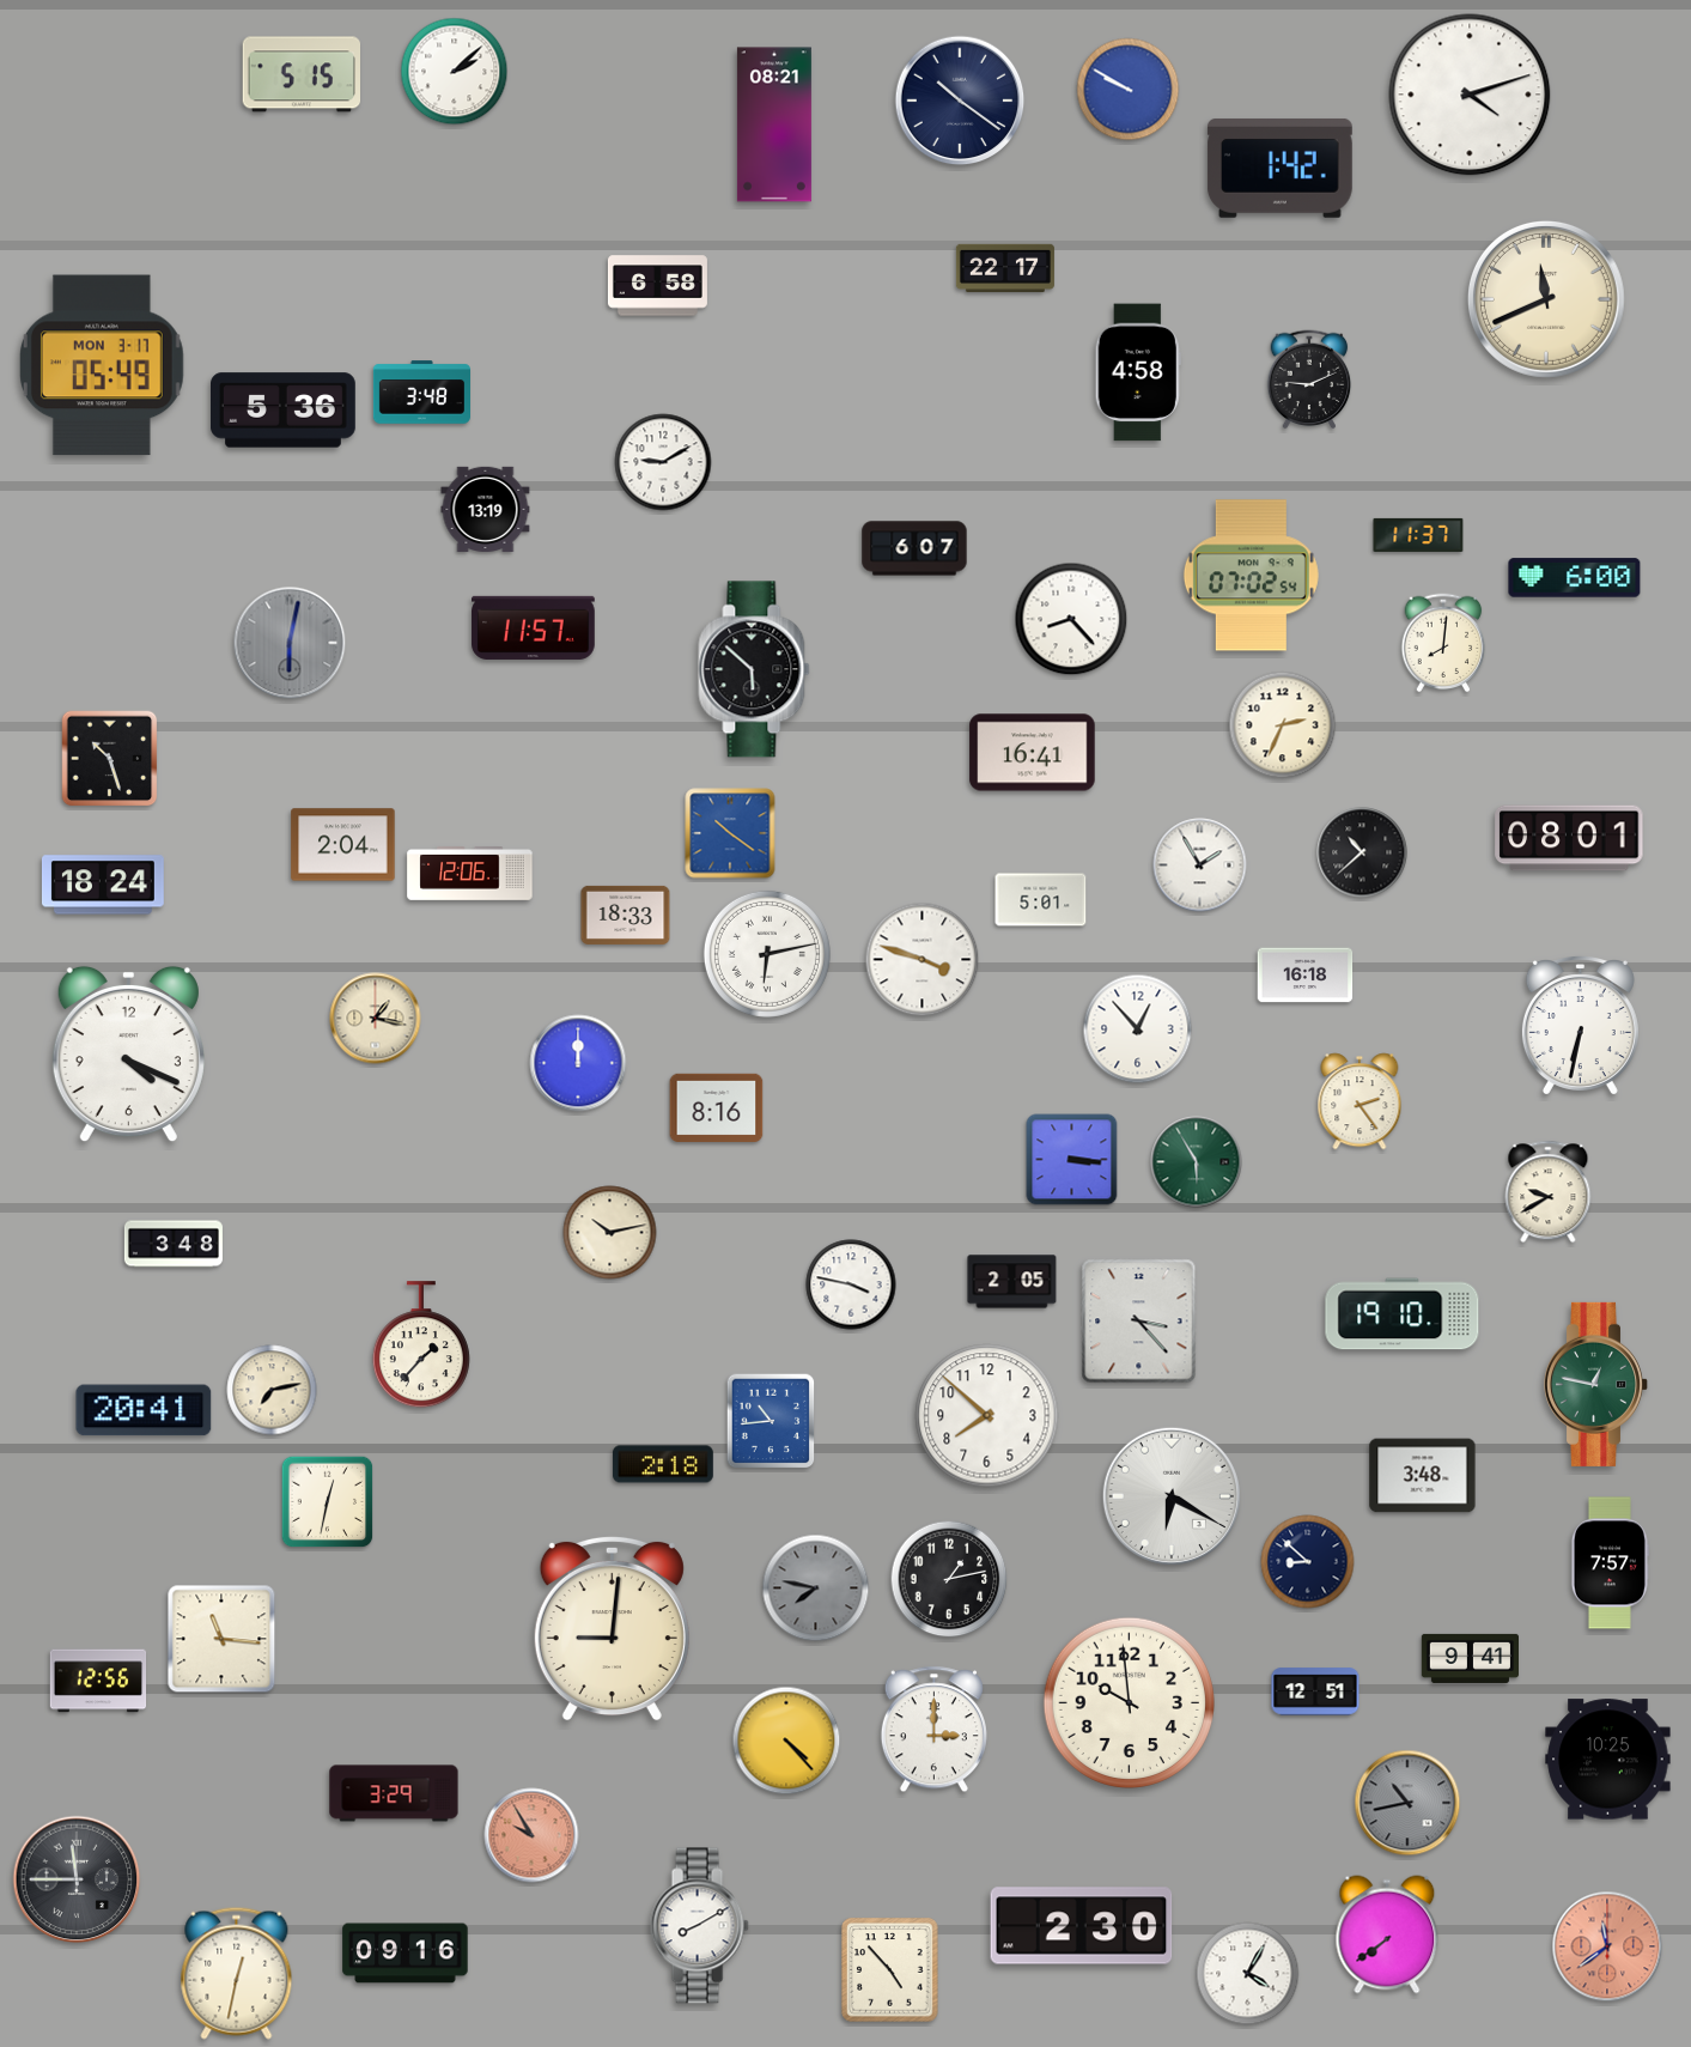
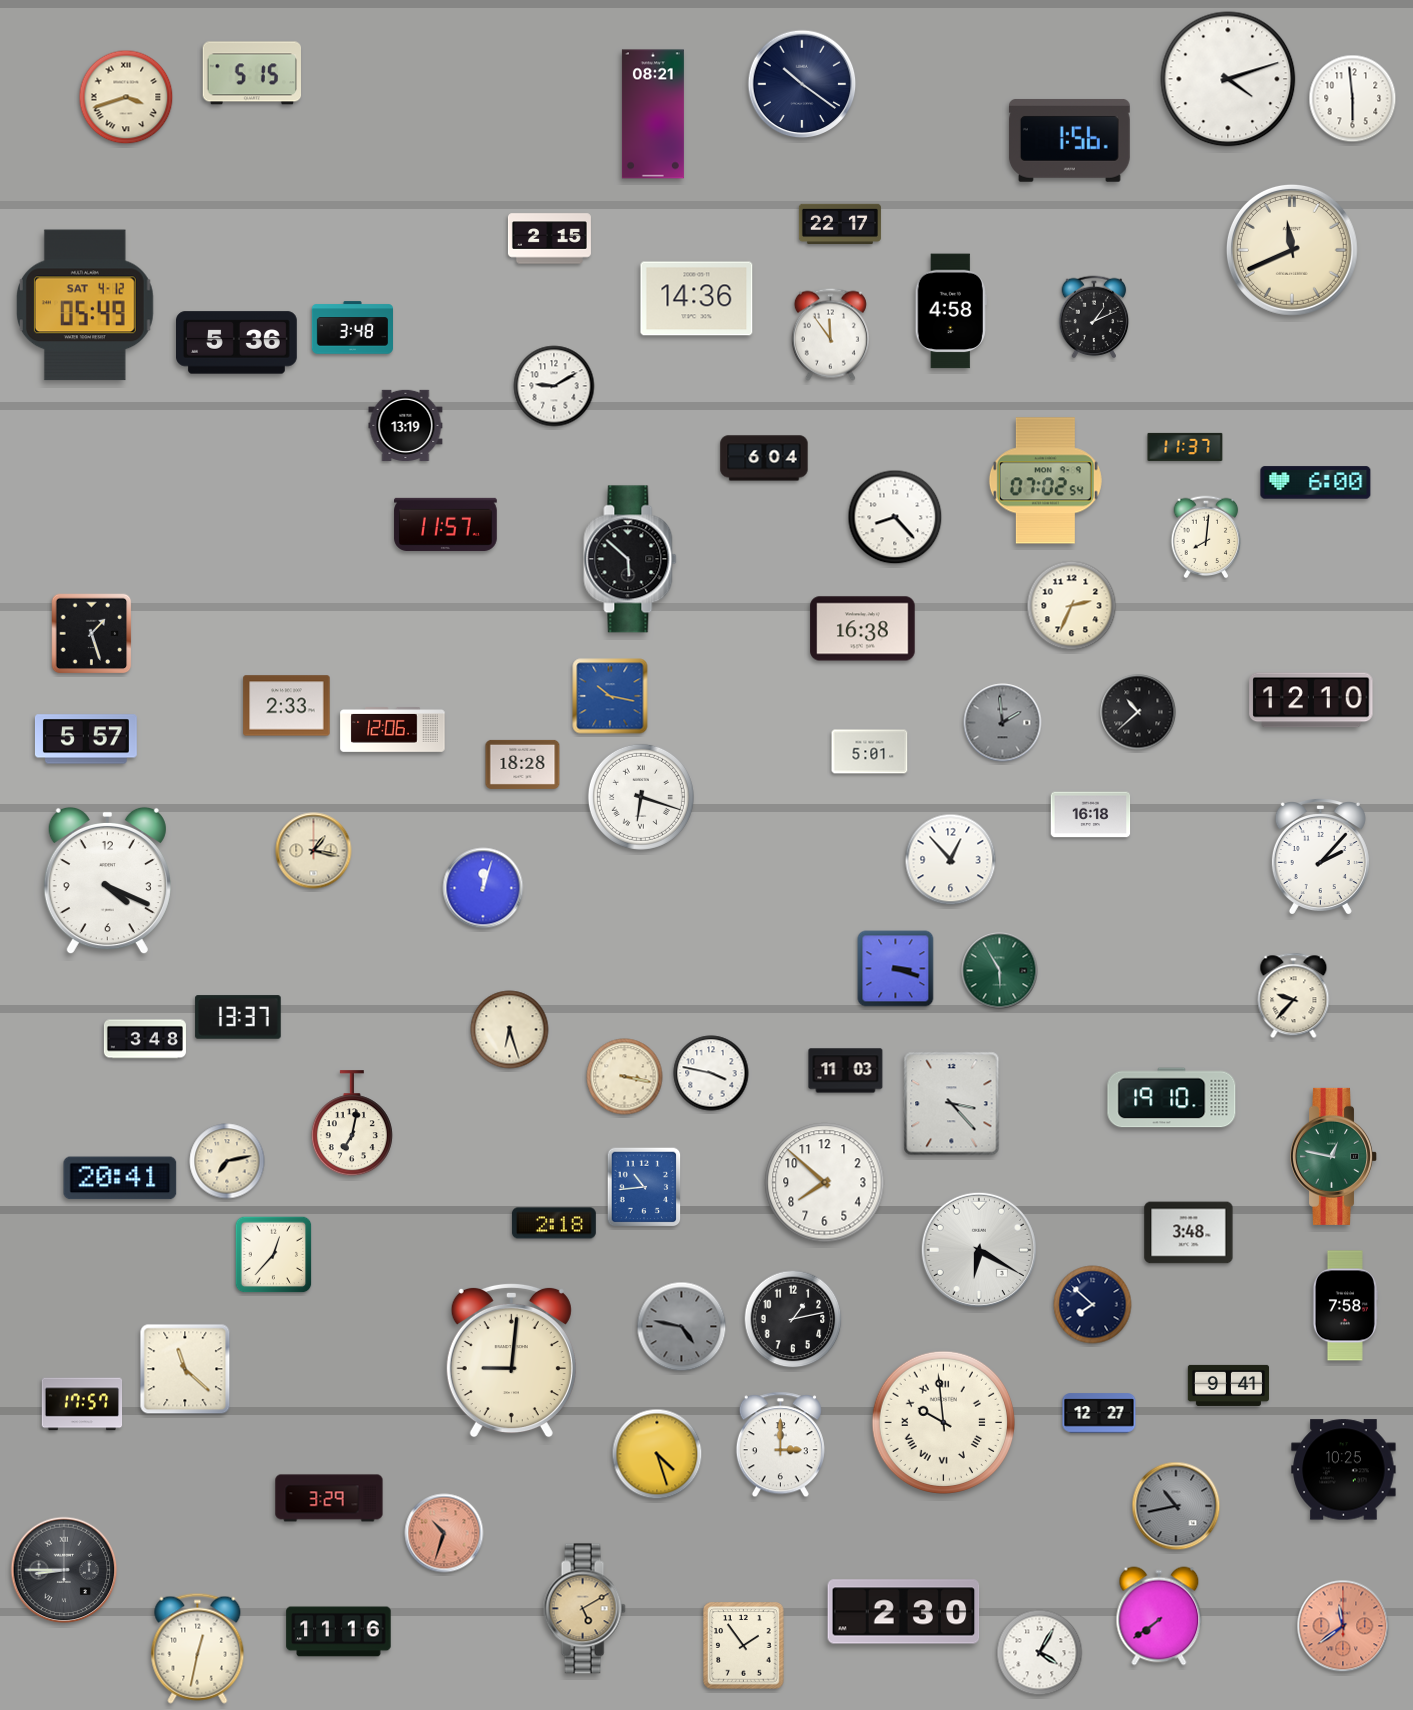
clock at (455, 72): 2:08 -> none
clock at (300, 74) position: (300, 74) -> (251, 73)
clock at (1129, 90): 9:50 -> none
clock at (126, 97): none -> 3:42
clock at (1353, 99): none -> 5:59
clock at (774, 124) position: (774, 124) -> (653, 114)
clock at (1279, 169): 1:42 -> 1:56
clock at (657, 286): 6:58 -> 2:15
clock at (697, 299): none -> 14:36
clock at (102, 365) date: MON 3-17 -> SAT 4-12
clock at (1309, 379): 9:11 -> 1:11
clock at (830, 334): none -> 11:54
clock at (914, 548): 6:07 -> 6:04
clock at (290, 643): 6:02 -> none
clock at (1033, 753): 16:41 -> 16:38
clock at (110, 759): 10:27 -> 1:27
clock at (730, 833): 10:21 -> 10:17
clock at (1569, 838): 08:01 -> 12:10
clock at (343, 845): 2:04 -> 2:33
clock at (1200, 865): 1:55 -> 1:59
clock at (1200, 865) dial: white -> grey
clock at (103, 885): 18:24 -> 5:57
clock at (626, 915): 18:33 -> 18:28
clock at (767, 954): 6:13 -> 6:18
clock at (923, 960): 3:48 -> none
clock at (1580, 1026): 6:32 -> 2:07
clock at (578, 1063): 12:00 -> 12:03
clock at (1360, 1101): 2:24 -> none
clock at (717, 1107): 8:16 -> none
clock at (1072, 1160): 3:16 -> 3:18
clock at (1549, 1192): 9:40 -> 9:37
clock at (238, 1017): none -> 13:37
clock at (610, 1233): 10:13 -> 6:27
clock at (1012, 1282): 2:05 -> 11:03
clock at (625, 1077): none -> 3:17
clock at (421, 1346): 1:37 -> 7:02
clock at (328, 1502): 12:32 -> 12:37
clock at (1308, 1562): 8:52 -> 7:52
clock at (1610, 1563): 7:57 -> 7:58
clock at (816, 1589): 7:47 -> 4:47
clock at (221, 1639): 11:16 -> 11:22
clock at (98, 1681): 12:56 -> 17:57
clock at (1315, 1691): 12:51 -> 12:27
clock at (1129, 1702) numerals: Arabic -> Roman
clock at (786, 1741): 4:23 -> 4:27
clock at (531, 1835): 9:55 -> 10:33
clock at (77, 1879): 11:45 -> 8:45
clock at (699, 1926): 8:10 -> 5:10
clock at (699, 1926) dial: white -> champagne
clock at (1082, 1926) position: (1082, 1926) -> (904, 1612)
clock at (406, 1954): 09:16 -> 11:16
clock at (890, 1970): 4:53 -> 1:54
clock at (1248, 1974) position: (1248, 1974) -> (1040, 1653)
